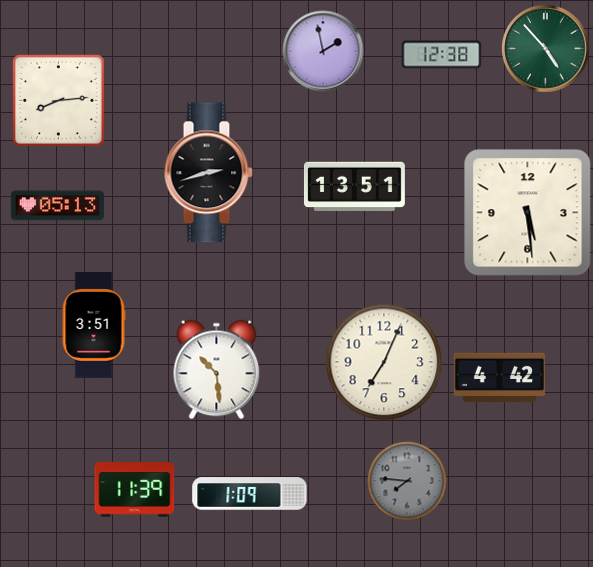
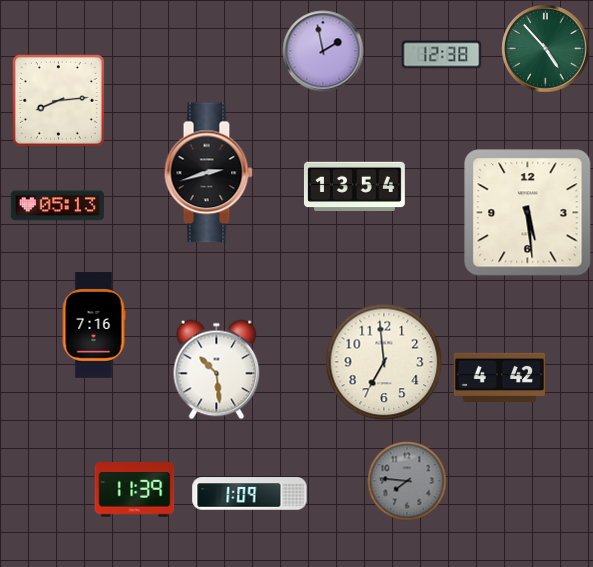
clock at (354, 187): 13:51 -> 13:54
clock at (94, 325): 3:51 -> 7:16
clock at (384, 362): 7:04 -> 6:59
